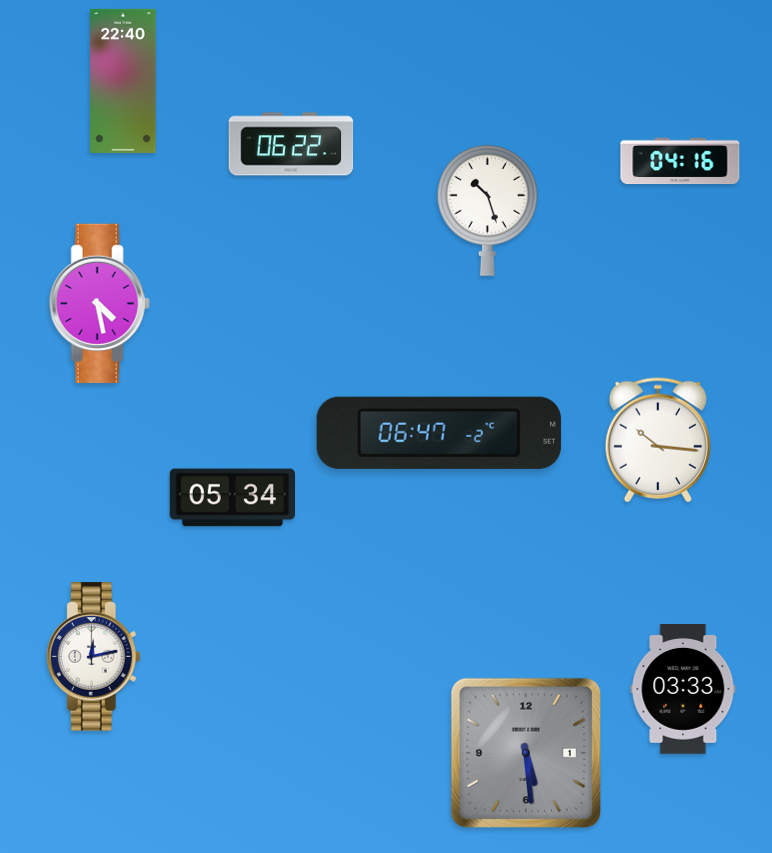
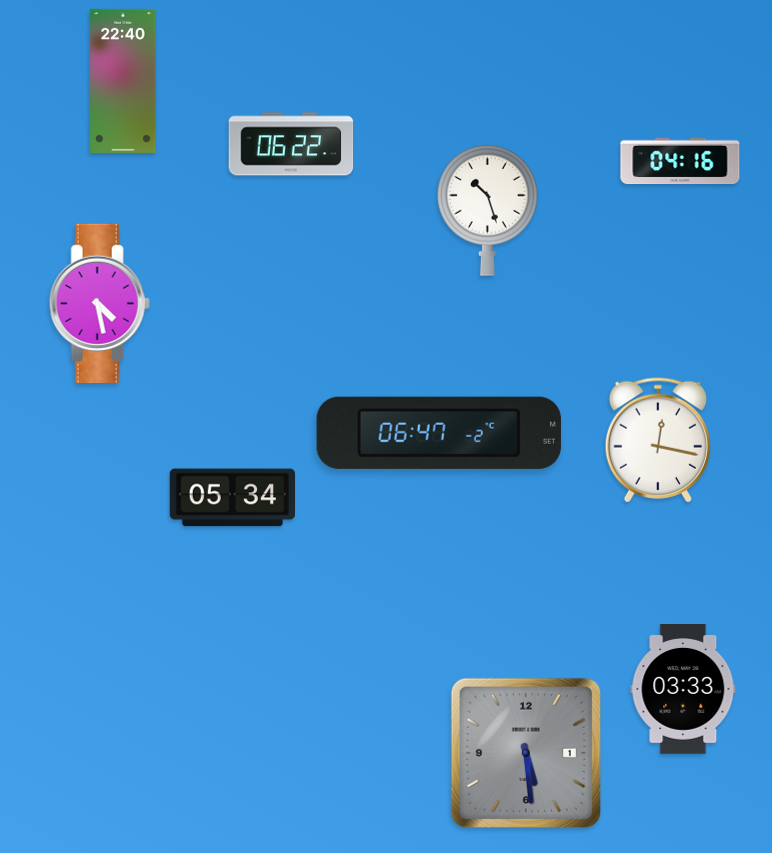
clock at (657, 440): 10:16 -> 12:17
clock at (93, 657): 12:13 -> none
